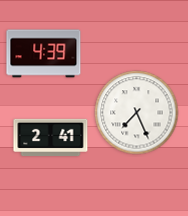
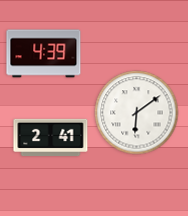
clock at (137, 113): 7:26 -> 6:09
